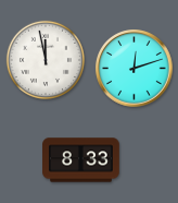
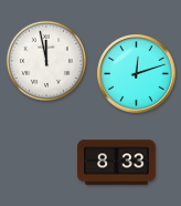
clock at (135, 69) position: (135, 69) -> (137, 74)
clock at (81, 160) position: (81, 160) -> (117, 163)
